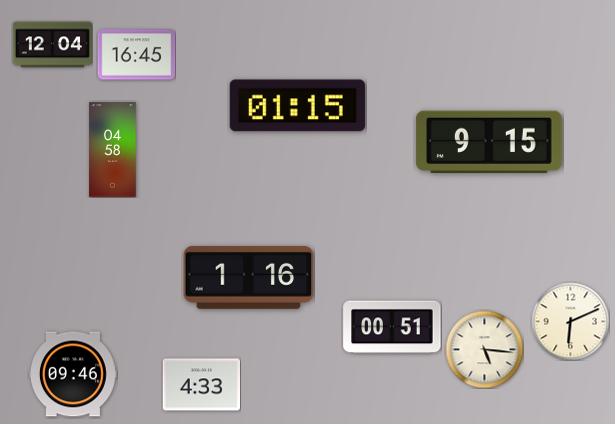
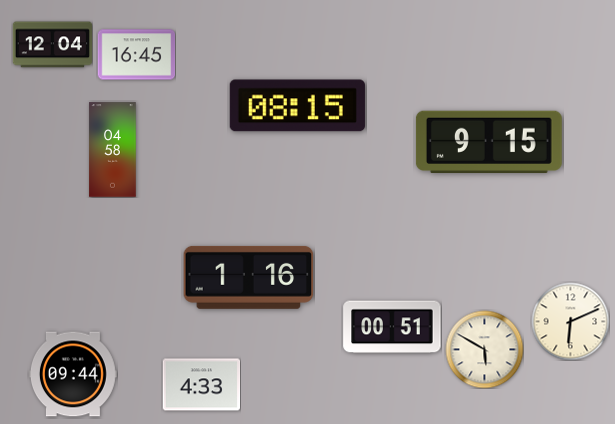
clock at (297, 106): 01:15 -> 08:15
clock at (484, 349): 5:16 -> 5:50
clock at (73, 374): 09:46 -> 09:44
